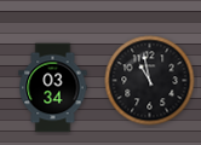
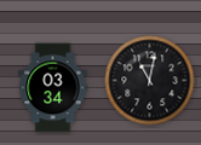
clock at (150, 81): 10:58 -> 11:02
